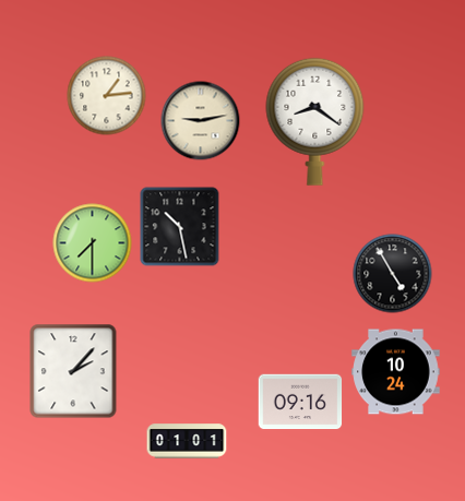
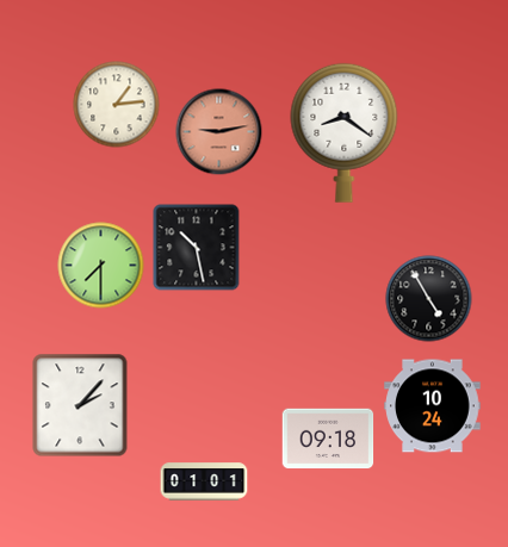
clock at (201, 121) dial: cream -> salmon
clock at (300, 402): 09:16 -> 09:18
